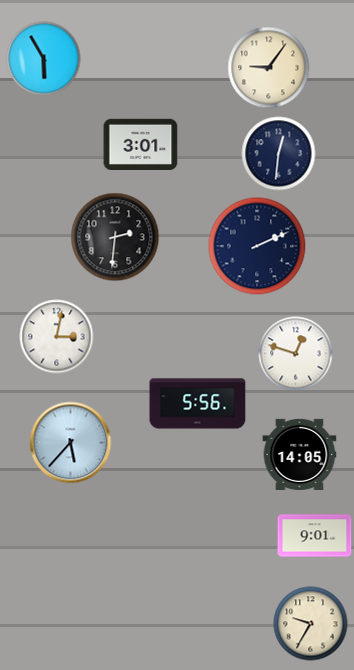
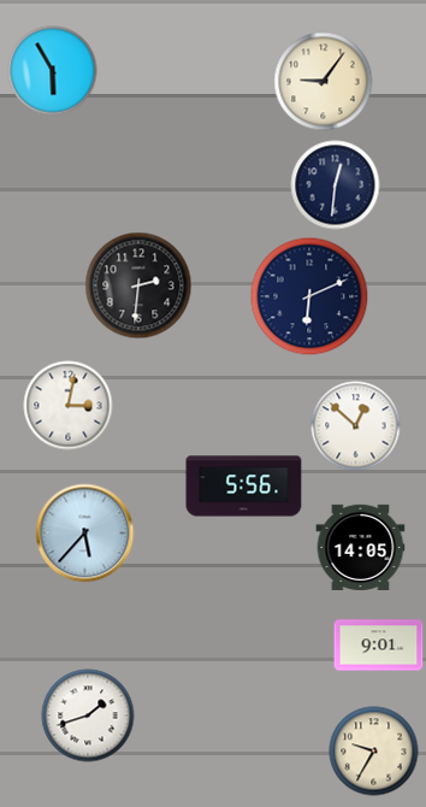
clock at (141, 144): 3:01 -> none
clock at (257, 246): 2:11 -> 6:11
clock at (296, 354): 12:48 -> 12:52
clock at (198, 404) position: (198, 404) -> (244, 487)
clock at (88, 715): none -> 1:42
